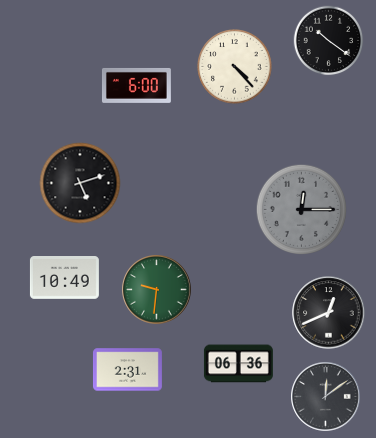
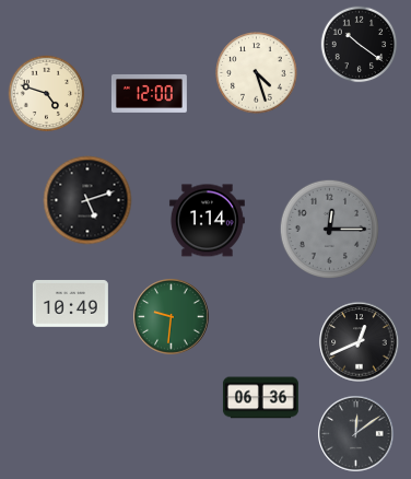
clock at (235, 67): 4:23 -> 4:27
clock at (136, 85): 6:00 -> 12:00
clock at (47, 94): none -> 4:48
clock at (207, 221): none -> 1:14
clock at (127, 370): 2:31 -> none
